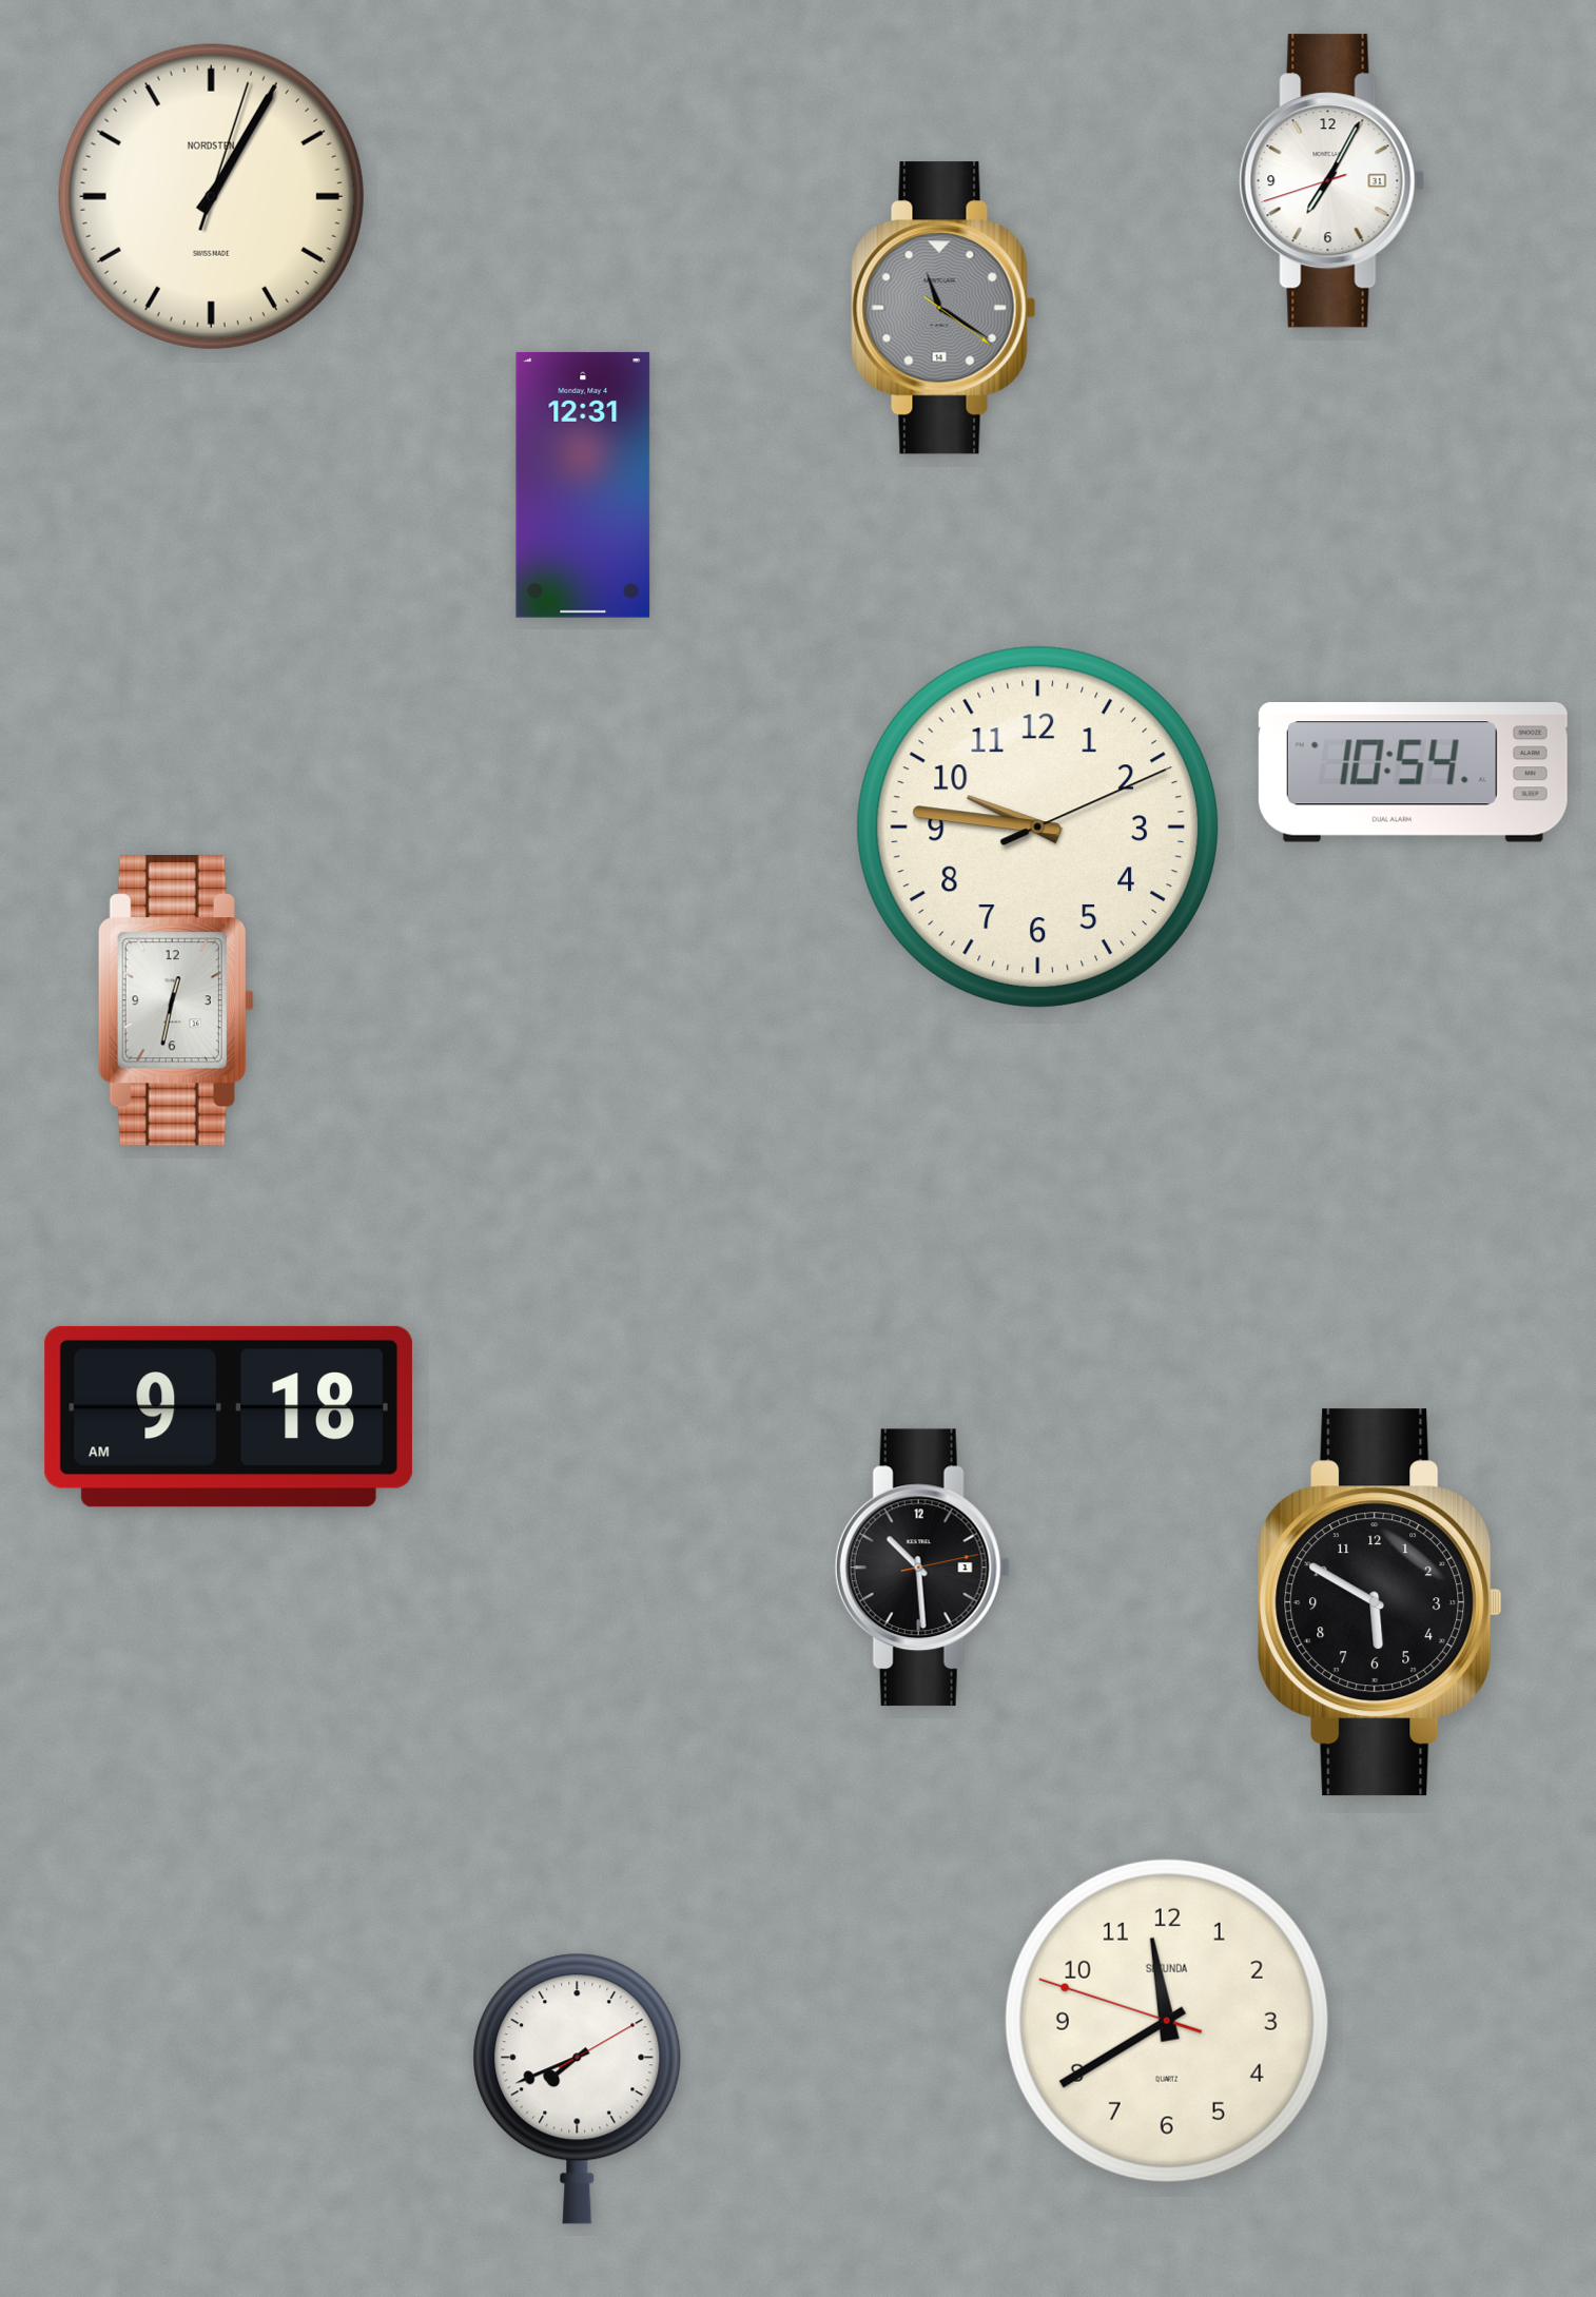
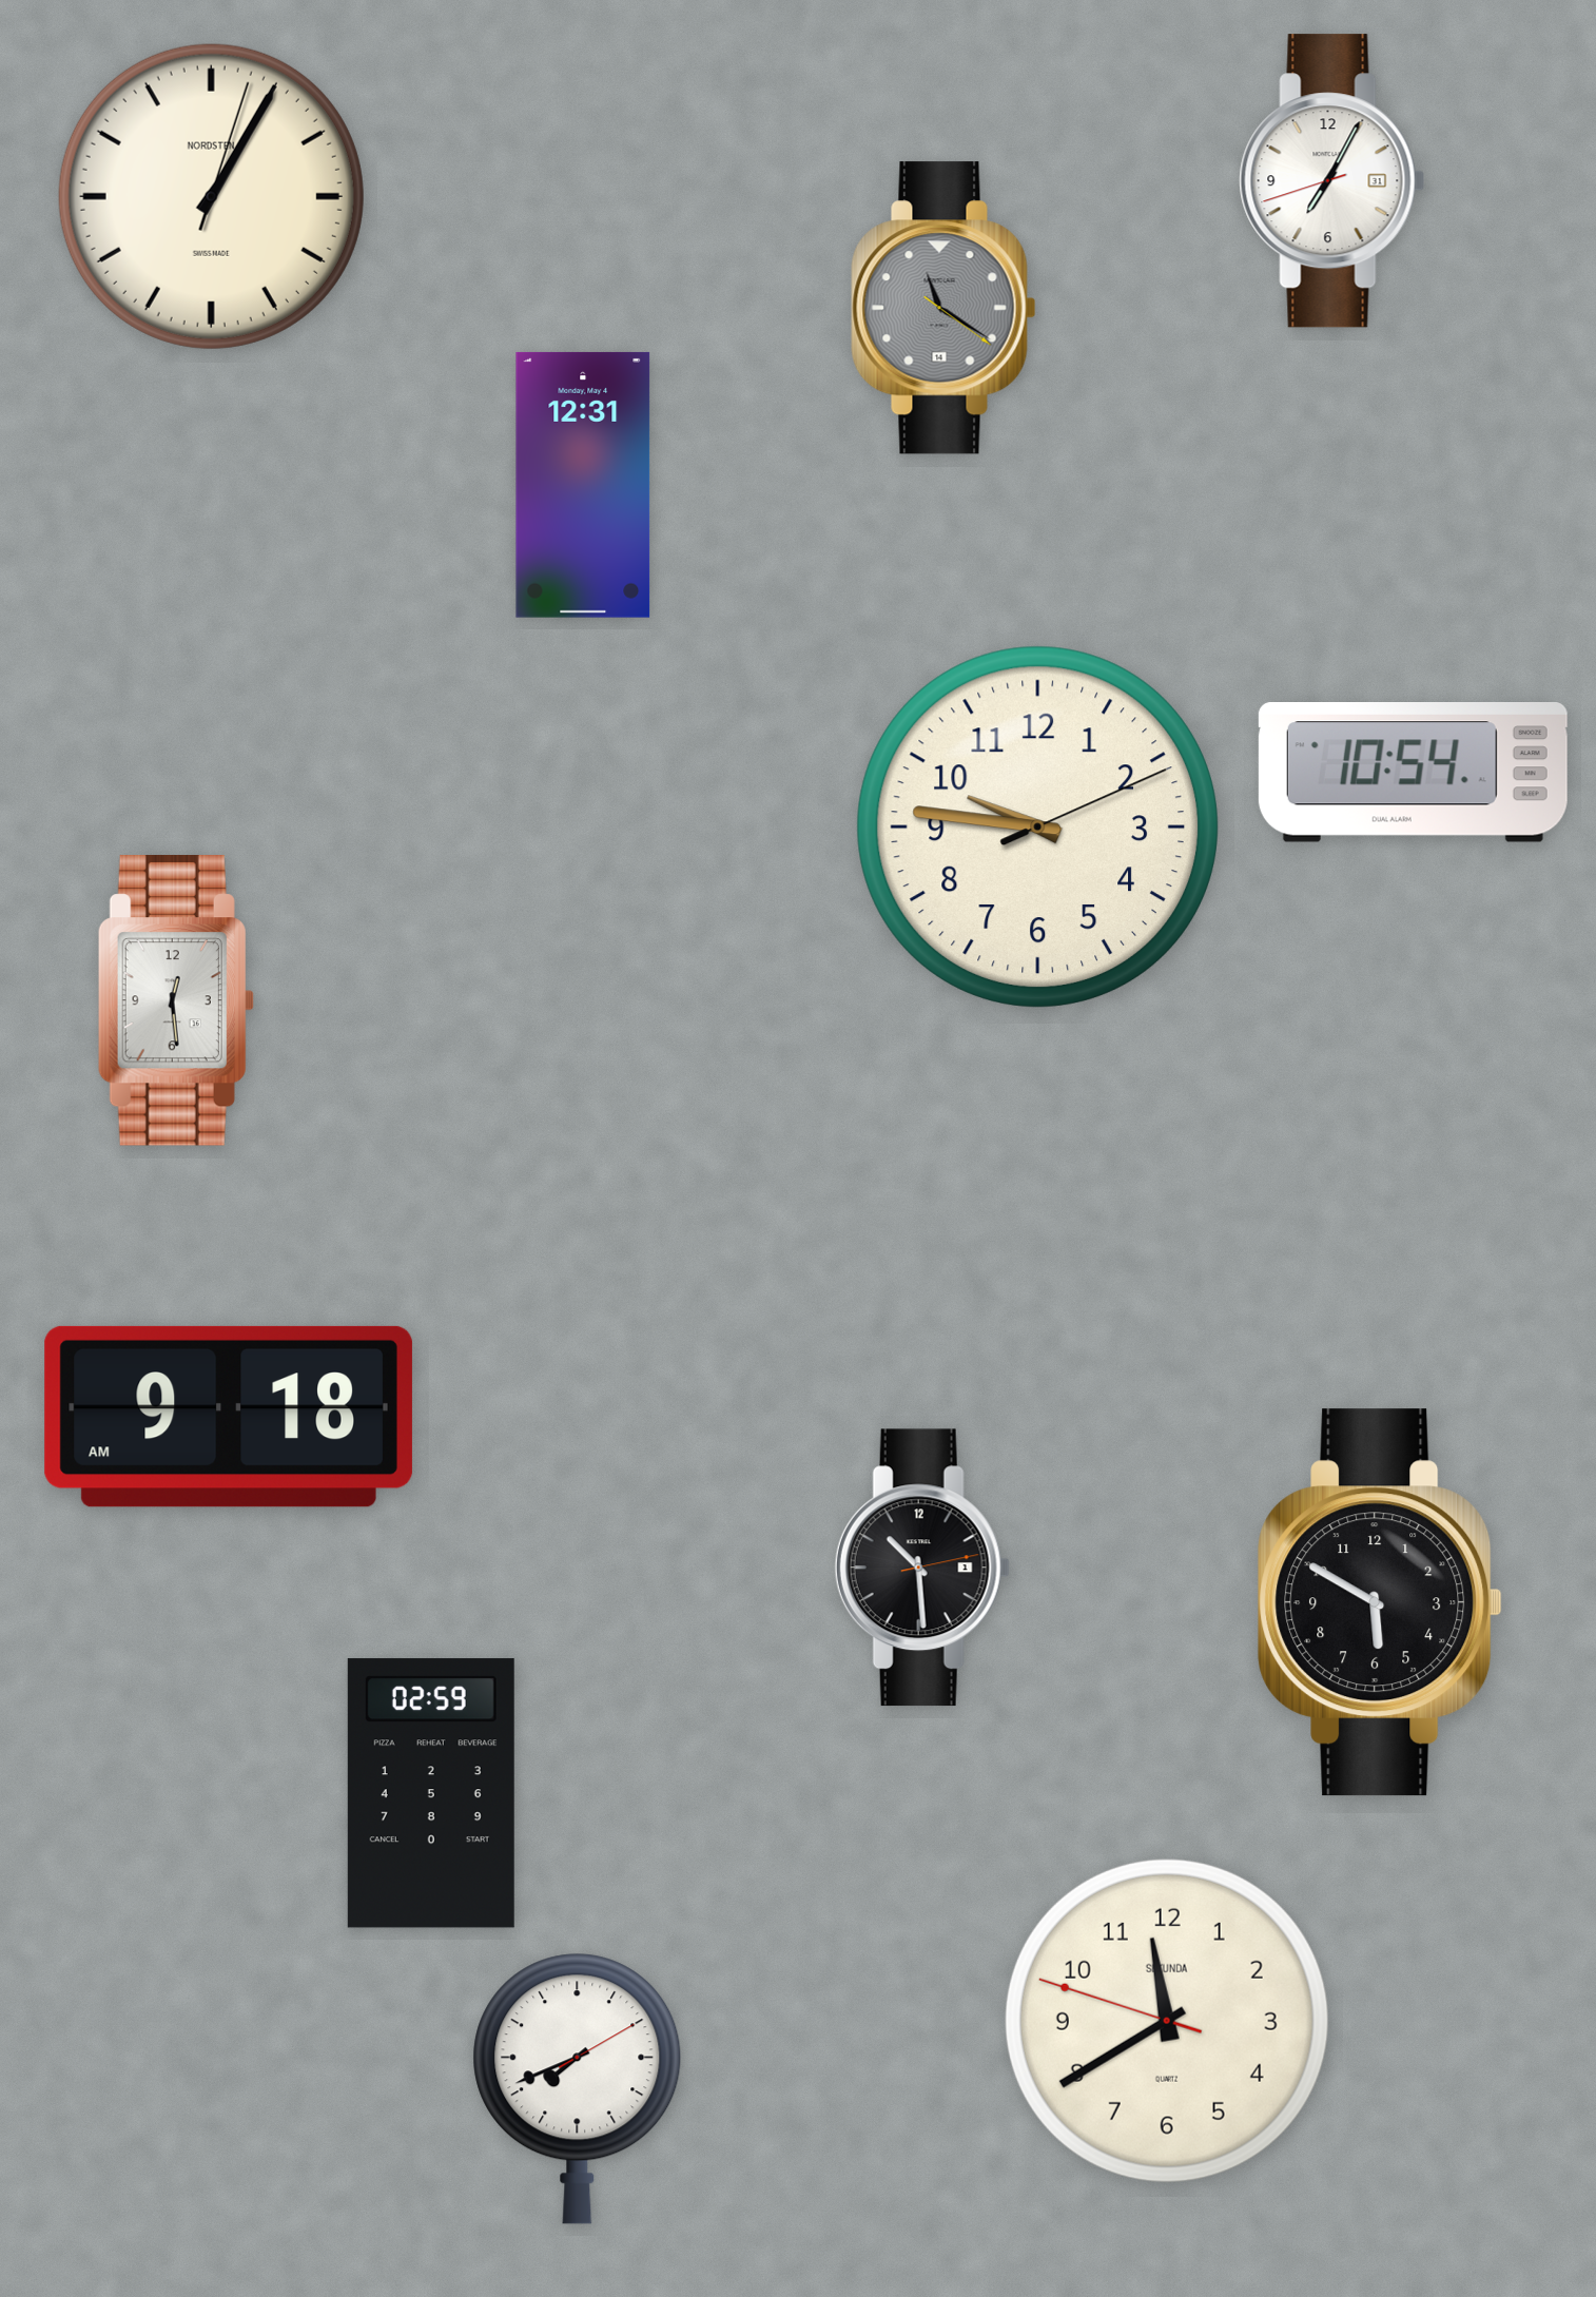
clock at (176, 1001): 12:32 -> 12:29
clock at (431, 1793): none -> 02:59
